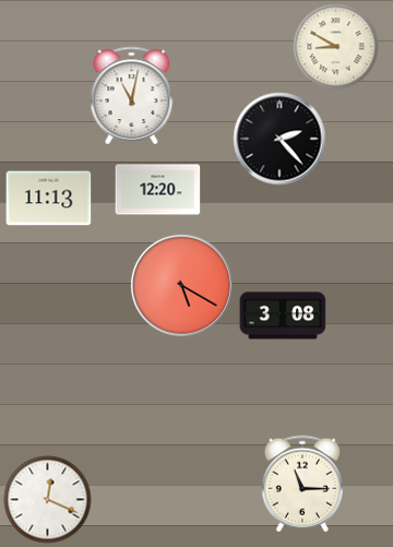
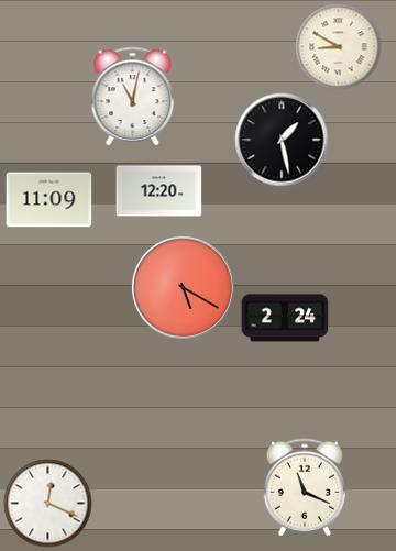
clock at (279, 139): 2:23 -> 1:28
clock at (48, 199): 11:13 -> 11:09
clock at (283, 316): 3:08 -> 2:24
clock at (302, 484): 11:15 -> 11:19
